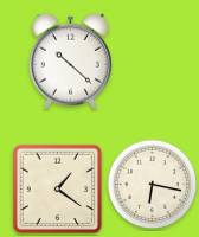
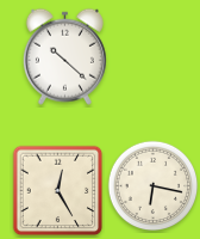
clock at (70, 60) position: (70, 60) -> (64, 56)
clock at (58, 190): 1:21 -> 12:25
